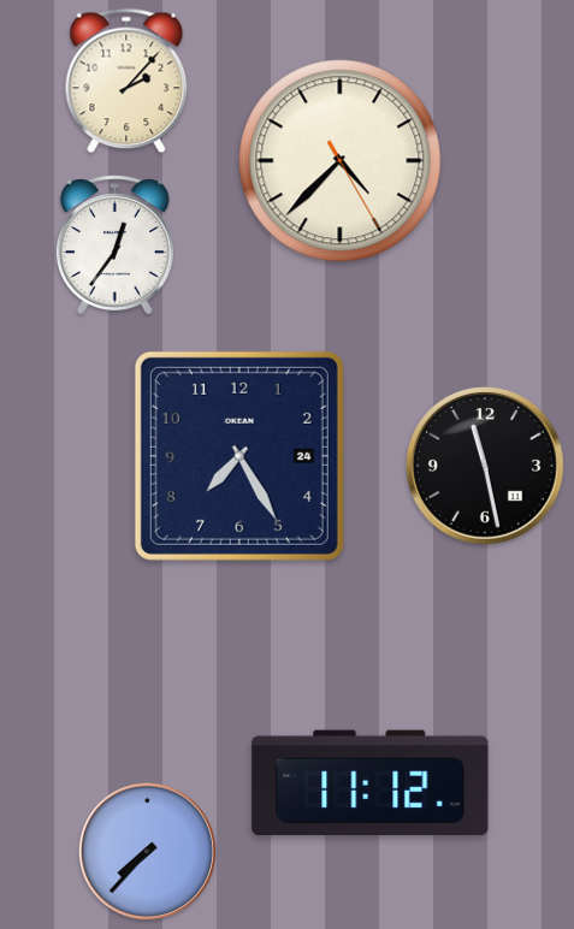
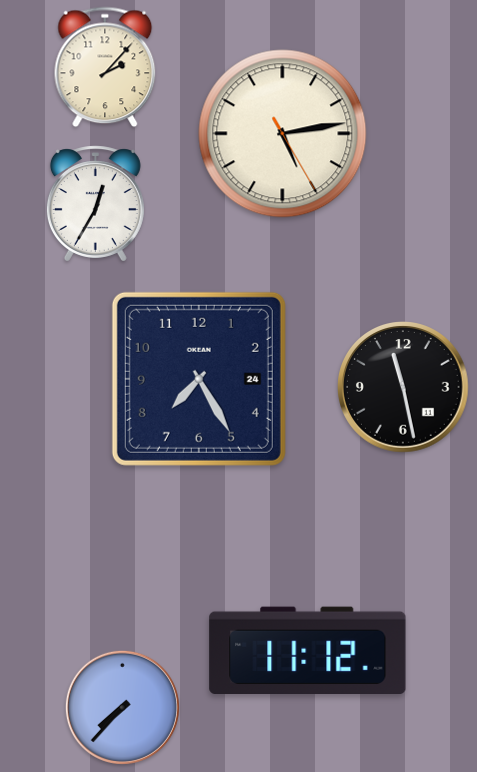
clock at (341, 161): 4:37 -> 5:13
clock at (114, 245): 12:36 -> 12:35
